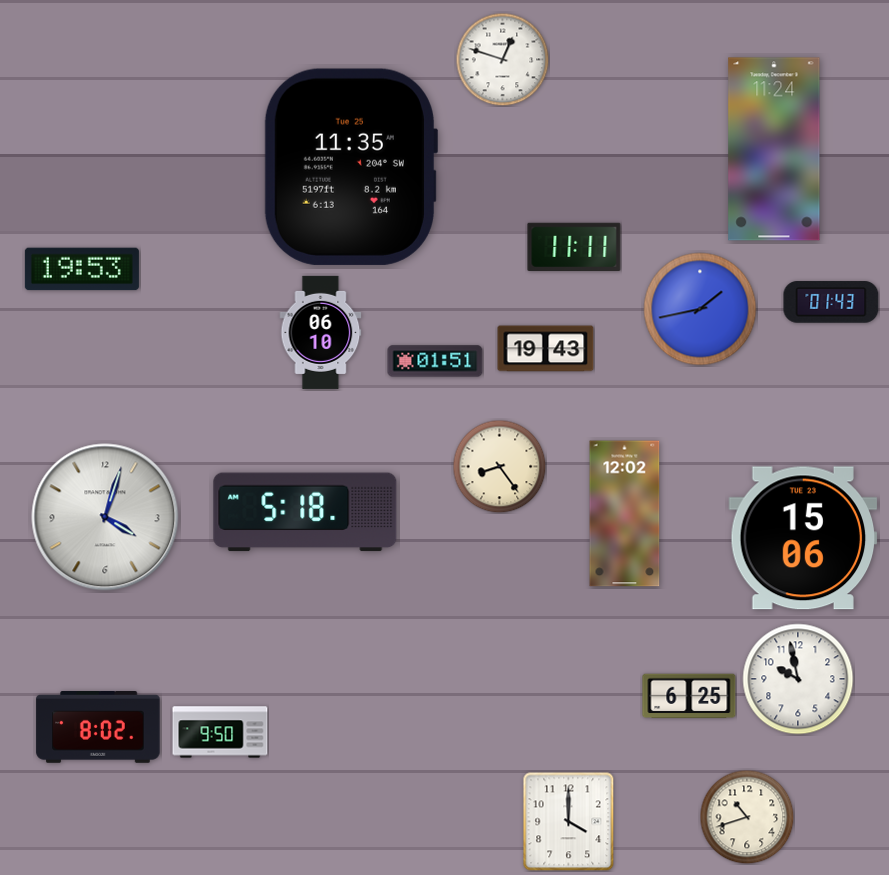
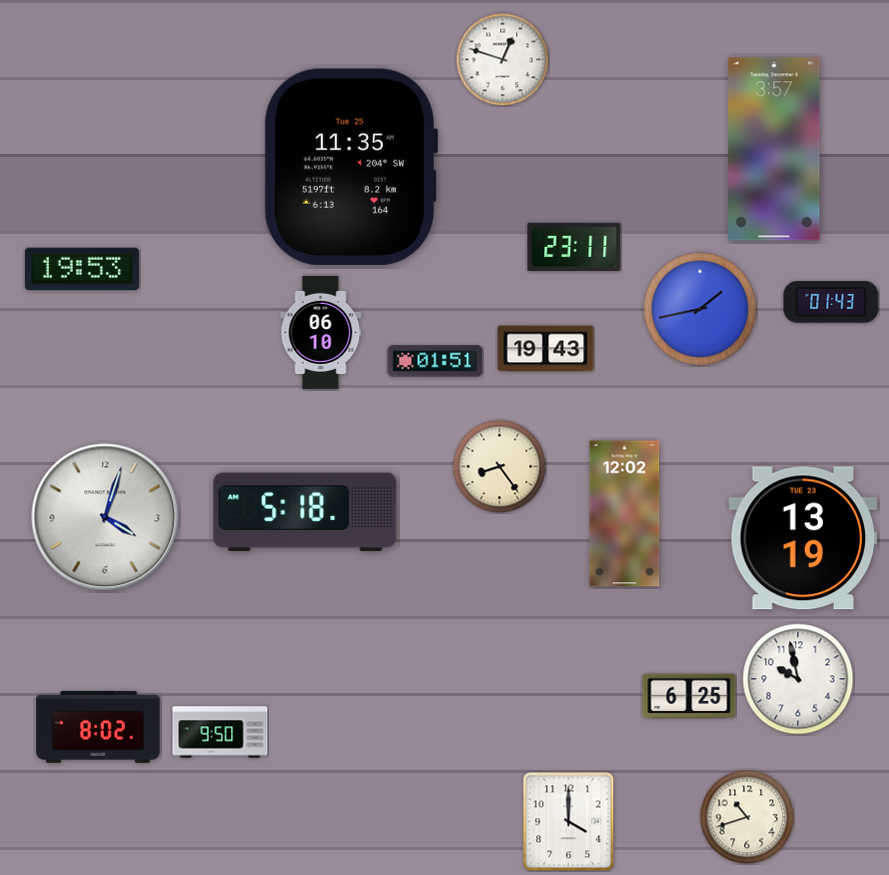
clock at (774, 149): 11:24 -> 3:57
clock at (574, 246): 11:11 -> 23:11
clock at (803, 538): 15:06 -> 13:19
